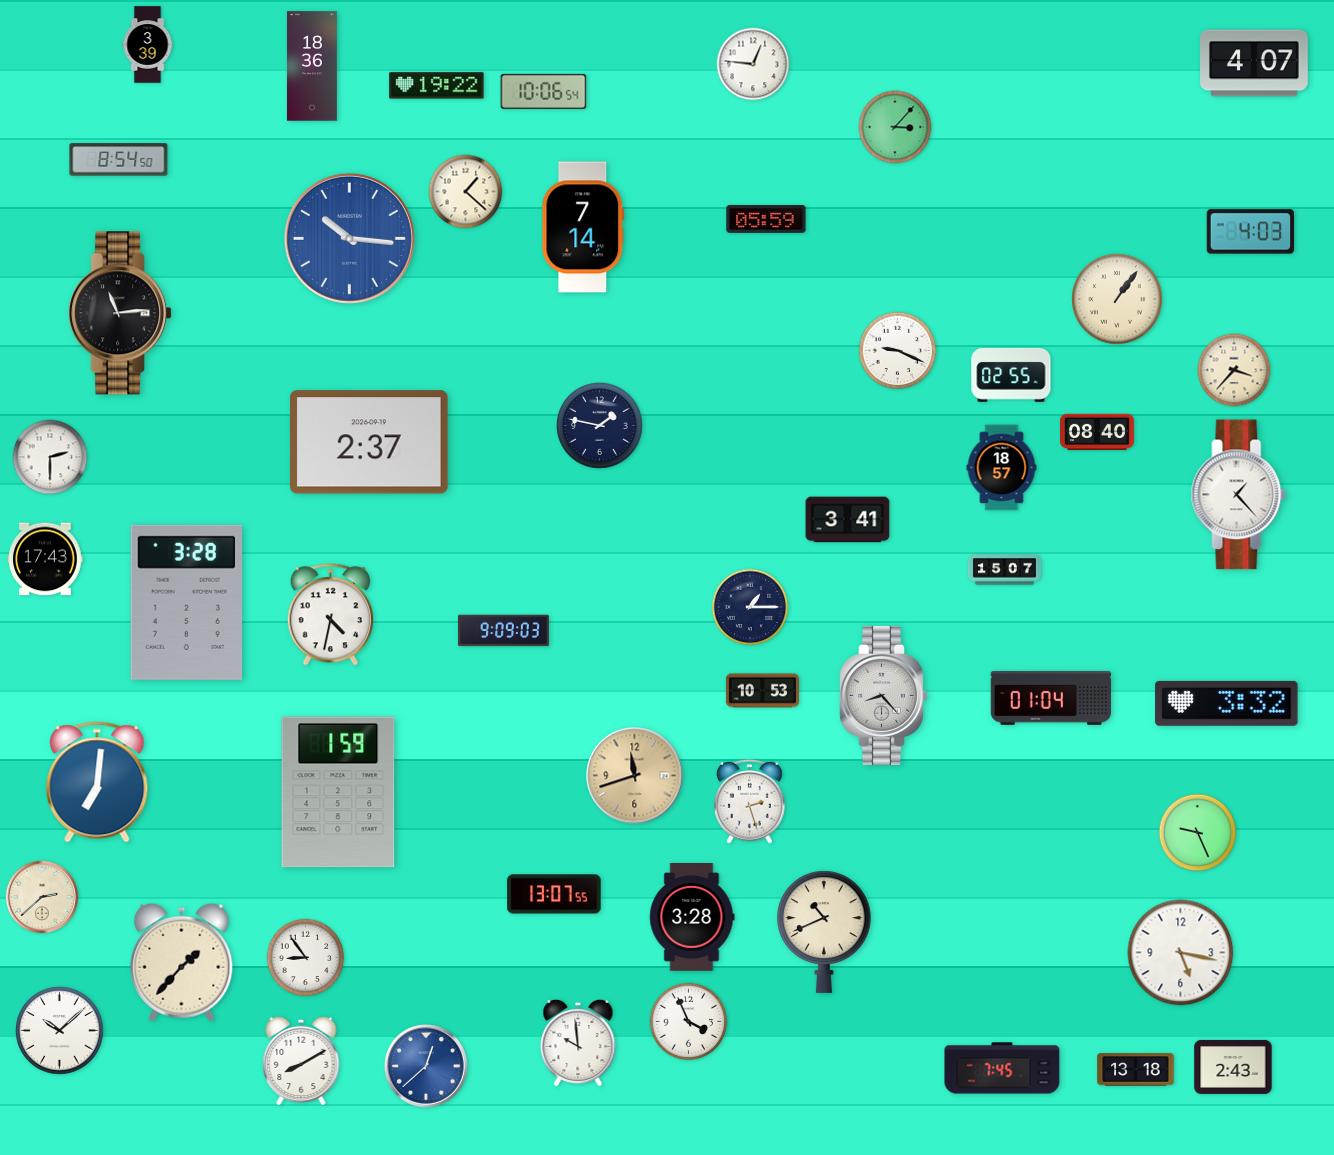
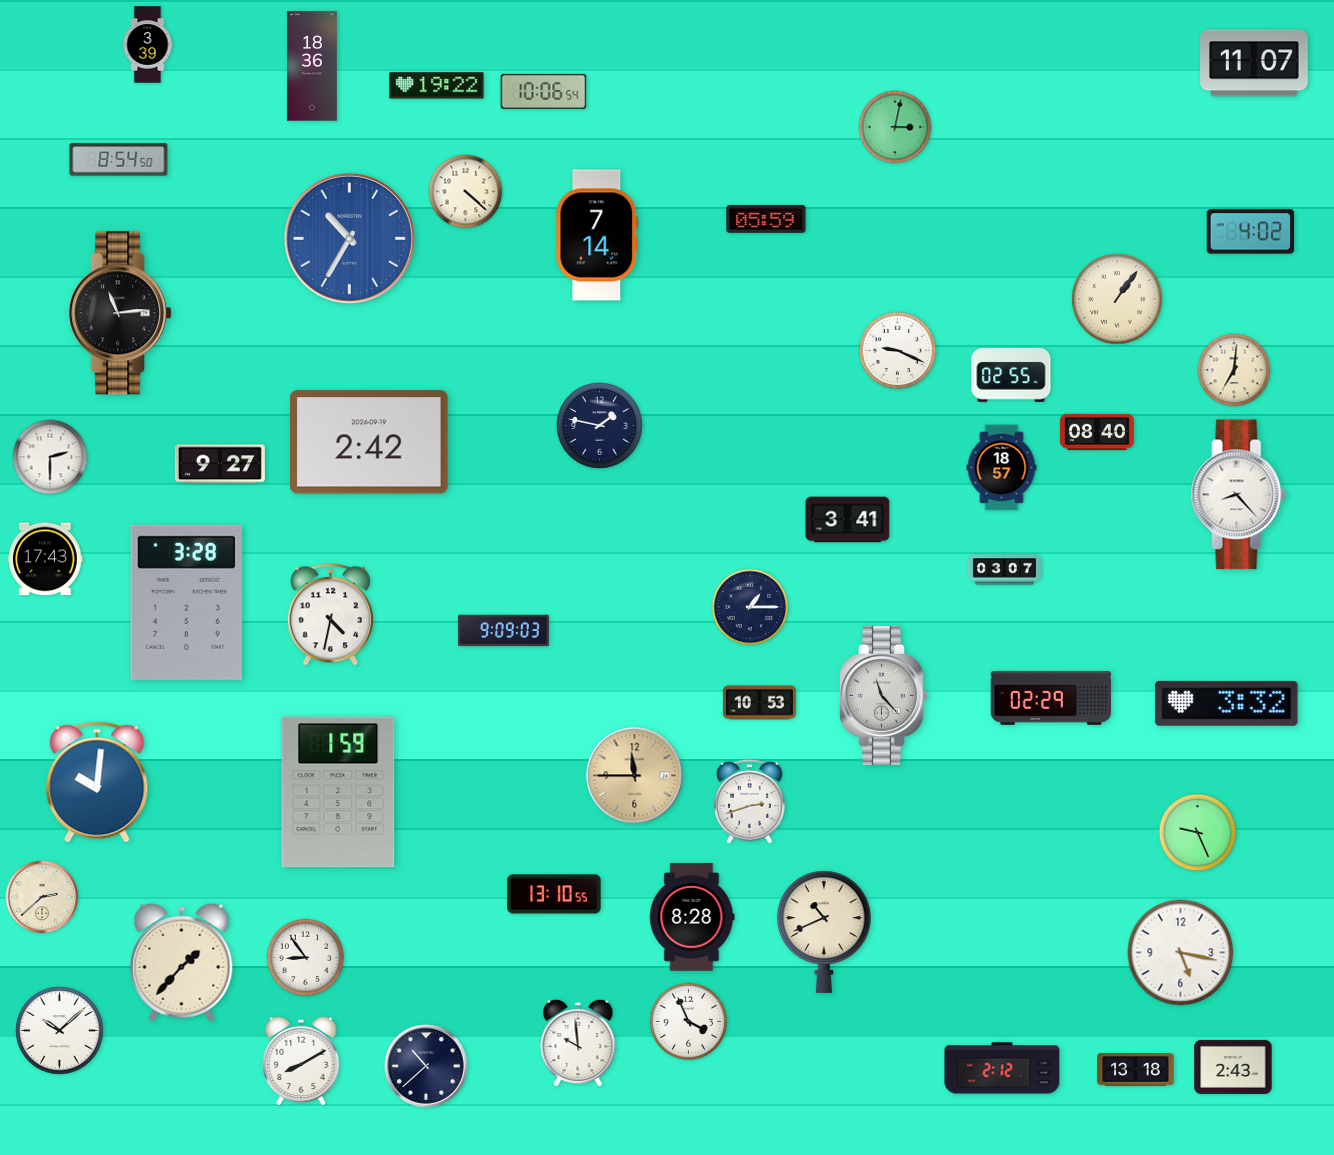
clock at (1255, 63): 4:07 -> 11:07
clock at (753, 64): 12:46 -> none
clock at (895, 127): 3:07 -> 3:02
clock at (466, 192): 1:22 -> 4:22
clock at (583, 227) position: (583, 227) -> (597, 235)
clock at (1251, 232): 4:03 -> 4:02
clock at (349, 238): 10:16 -> 10:35
clock at (1234, 370): 3:37 -> 7:01
clock at (369, 442): 2:37 -> 2:42
clock at (220, 464): none -> 9:27
clock at (1239, 495): 1:23 -> 8:23
clock at (1004, 570): 15:07 -> 03:07
clock at (762, 691) position: (762, 691) -> (759, 703)
clock at (883, 695): 8:23 -> 11:23
clock at (1050, 698): 01:04 -> 02:29
clock at (635, 776): 11:42 -> 11:45
clock at (97, 782): 7:01 -> 10:01
clock at (750, 801): 2:27 -> 2:42
clock at (554, 894): 13:07 -> 13:10
clock at (692, 918): 3:28 -> 8:28
clock at (426, 1066): 12:38 -> 10:38
clock at (426, 1066) dial: blue -> navy
clock at (1002, 1068): 7:45 -> 2:12
